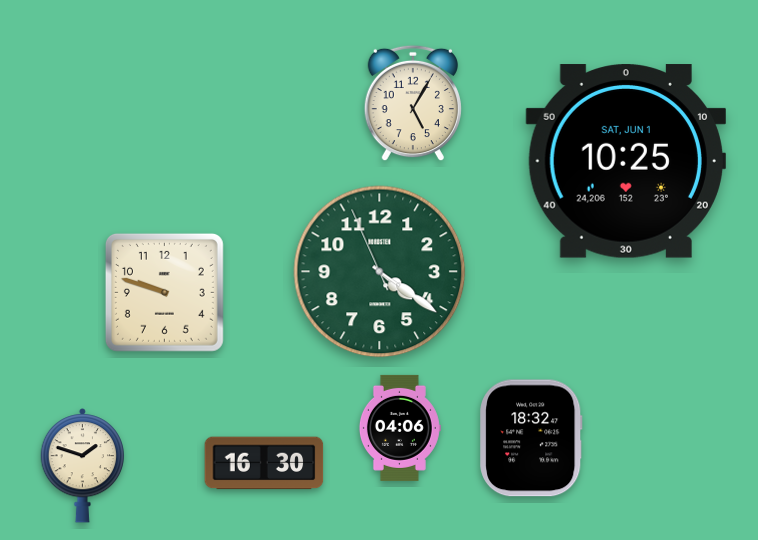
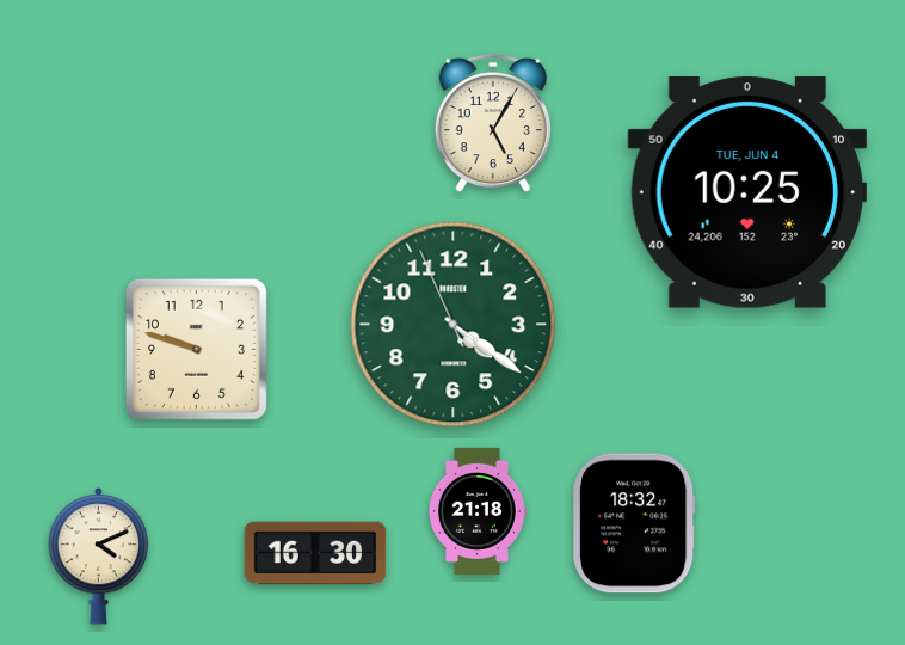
clock at (626, 161) date: SAT, JUN 1 -> TUE, JUN 4
clock at (399, 428): 04:06 -> 21:18
clock at (83, 466): 1:48 -> 4:11
